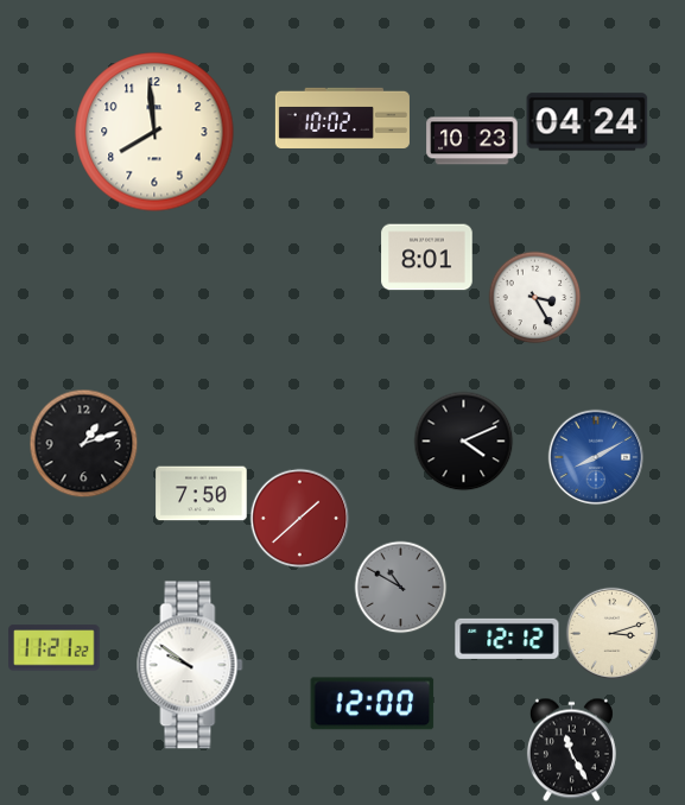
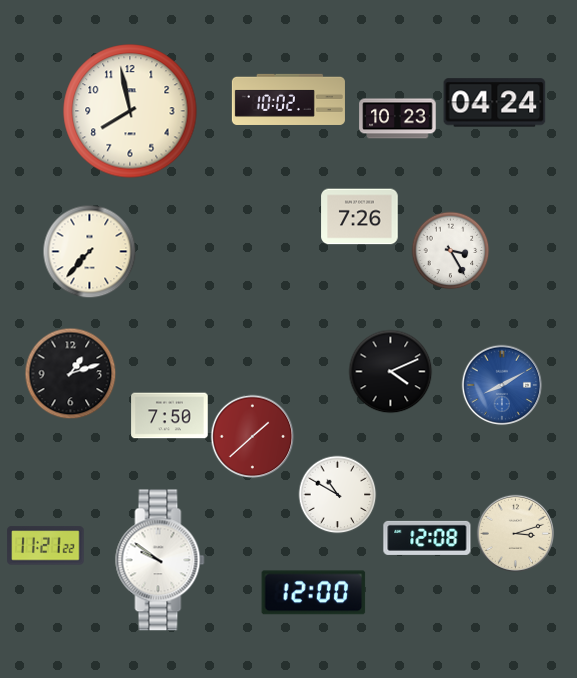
clock at (154, 132): 7:59 -> 7:58
clock at (427, 258): 8:01 -> 7:26
clock at (89, 251): none -> 7:37
clock at (400, 587) dial: grey -> white
clock at (507, 639): 12:12 -> 12:08
clock at (571, 749): 11:25 -> none
